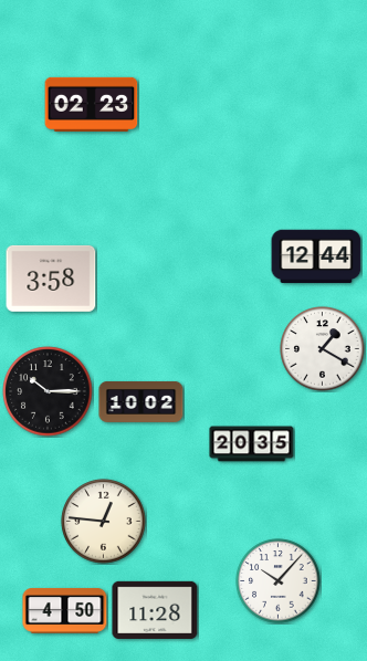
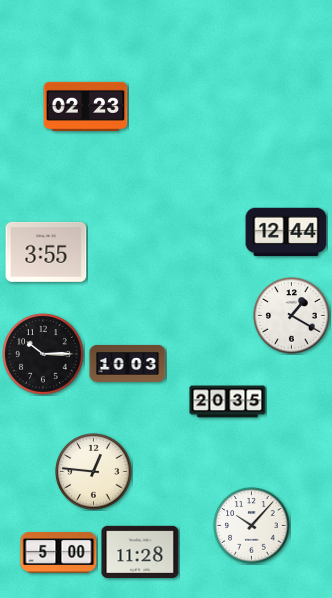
clock at (92, 104) position: (92, 104) -> (86, 106)
clock at (51, 279): 3:58 -> 3:55
clock at (141, 401): 10:02 -> 10:03
clock at (65, 610): 4:50 -> 5:00
